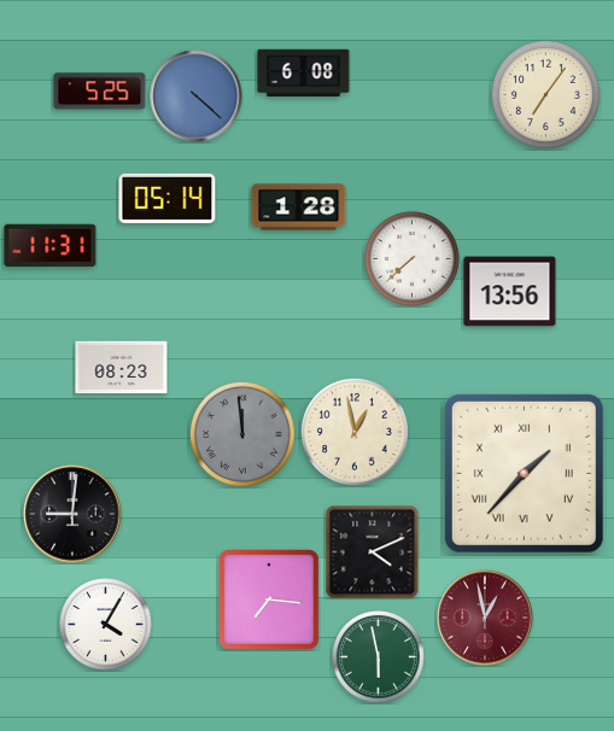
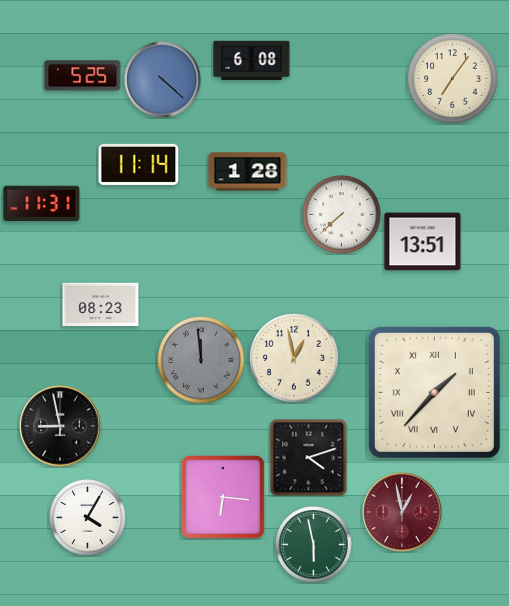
clock at (168, 198): 05:14 -> 11:14
clock at (510, 292): 13:56 -> 13:51
clock at (72, 514): 9:01 -> 8:58
clock at (372, 551): 4:11 -> 4:12
clock at (269, 600): 7:16 -> 6:16
